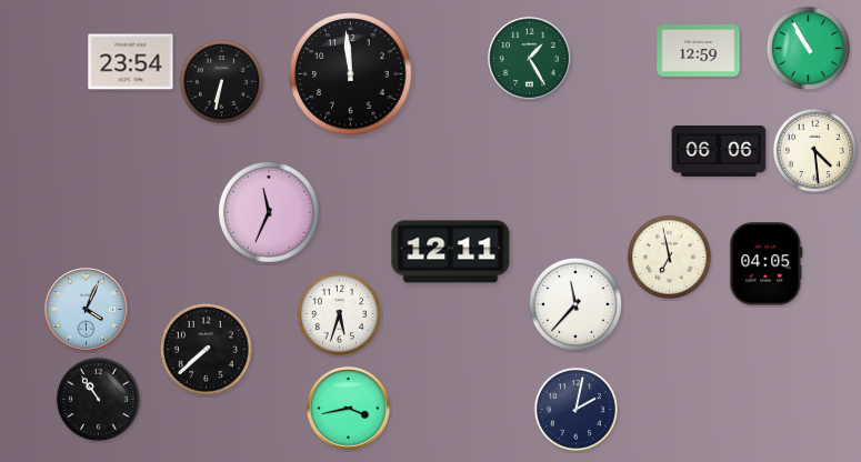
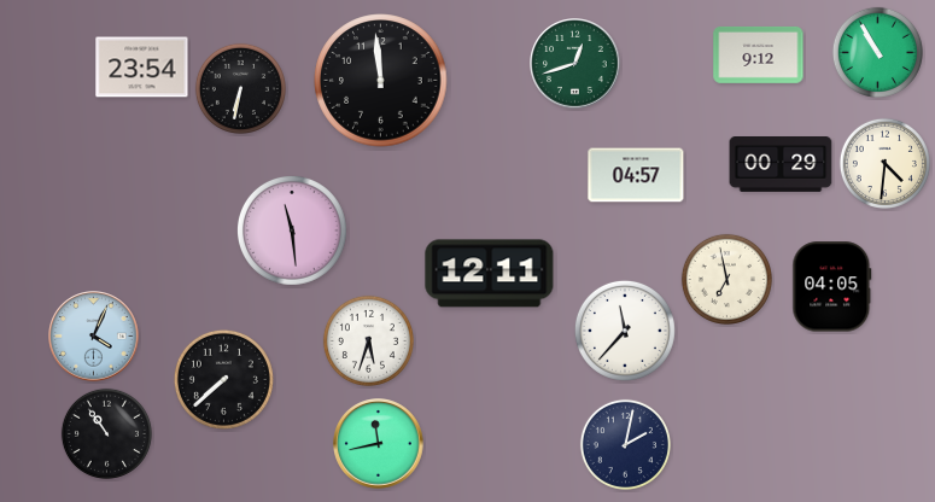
clock at (699, 51): 12:59 -> 9:12
clock at (530, 59): 1:25 -> 12:42
clock at (814, 150): 4:29 -> 4:31
clock at (719, 152): 06:06 -> 00:29
clock at (636, 175): none -> 04:57
clock at (269, 212): 11:34 -> 11:29
clock at (349, 409): 3:43 -> 11:43
